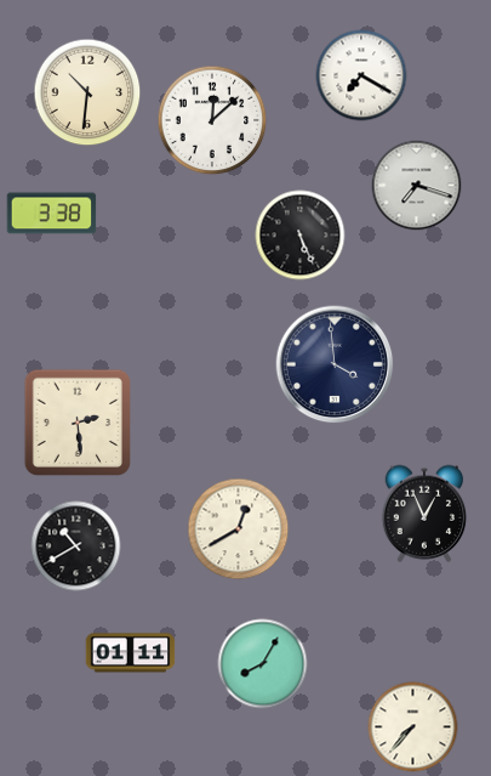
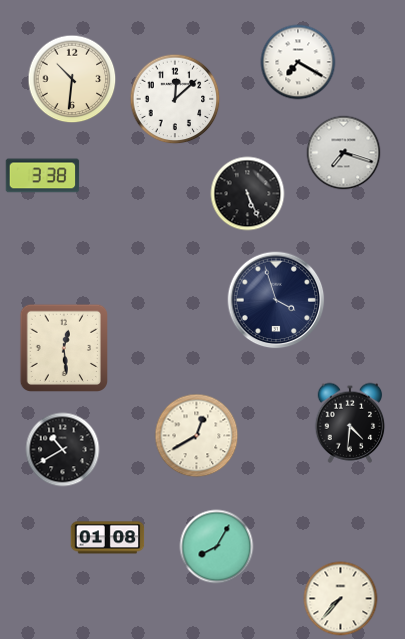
clock at (87, 92) position: (87, 92) -> (72, 79)
clock at (335, 364): 3:59 -> 3:57
clock at (76, 421): 2:29 -> 12:29
clock at (424, 514): 12:56 -> 4:31
clock at (131, 653): 01:11 -> 01:08
